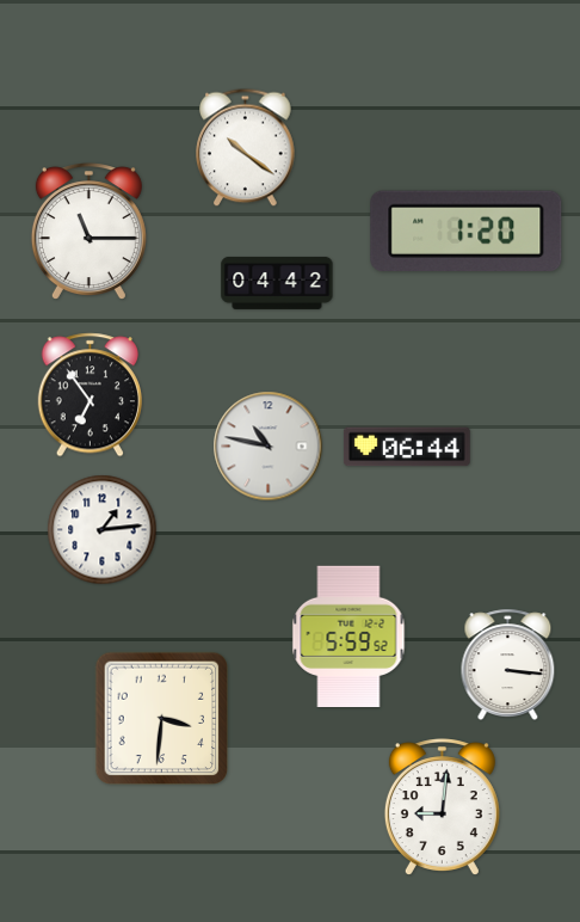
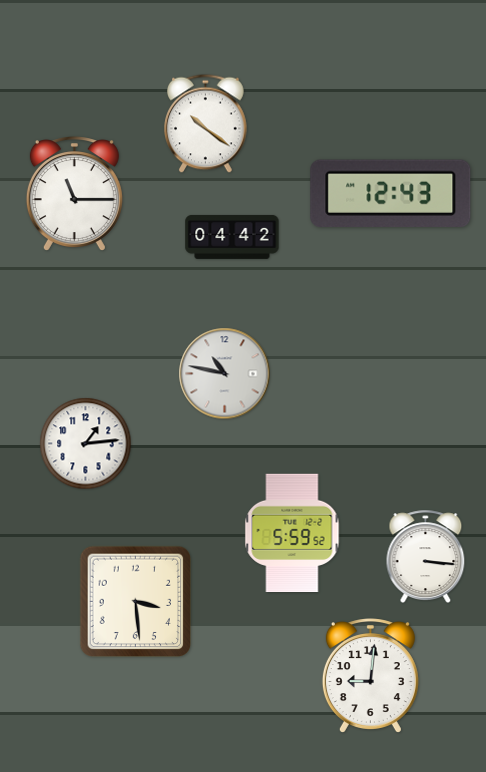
clock at (467, 230): 1:20 -> 12:43
clock at (90, 395): 6:54 -> none
clock at (407, 447): 06:44 -> none
clock at (162, 719): 3:31 -> 3:29
